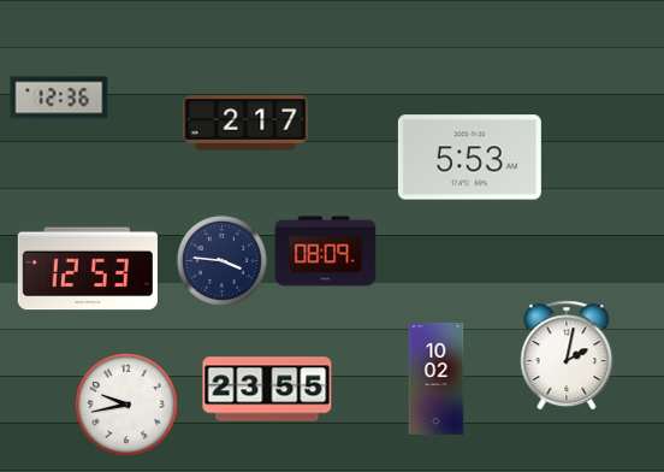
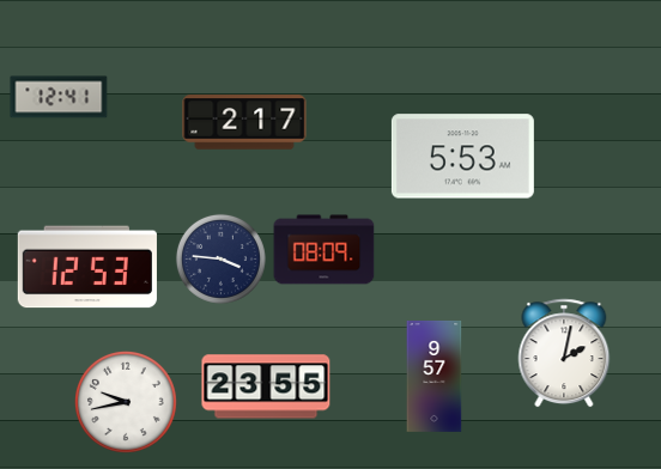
clock at (59, 98): 12:36 -> 12:41
clock at (469, 158) position: (469, 158) -> (462, 157)
clock at (437, 378): 10:02 -> 9:57
